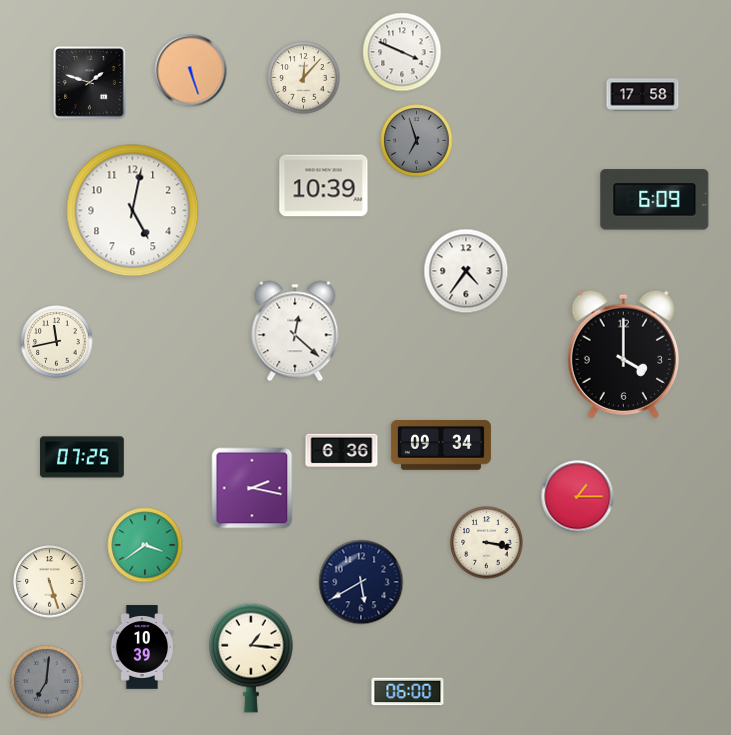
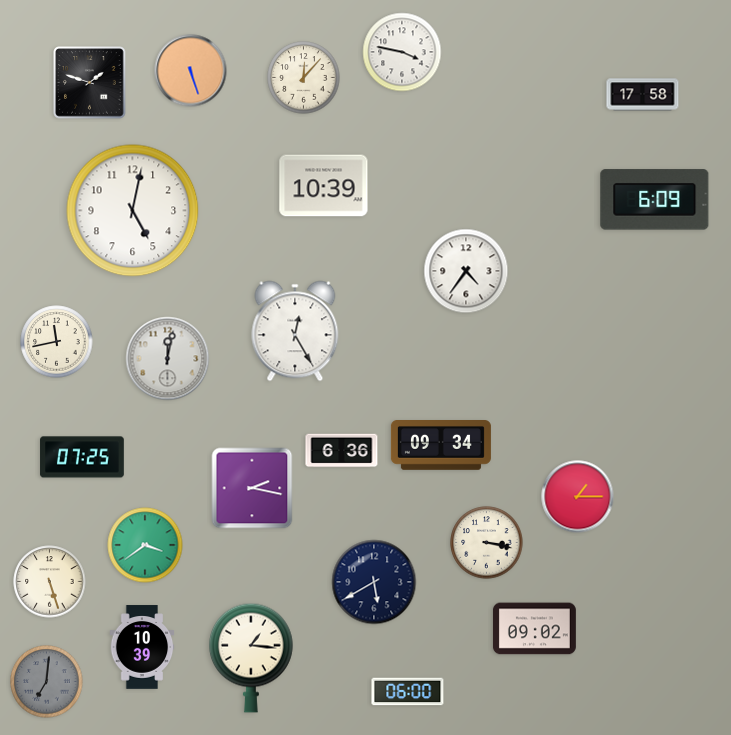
clock at (402, 52): 3:49 -> 3:47
clock at (417, 141): 6:57 -> none
clock at (295, 331): 12:22 -> 12:25
clock at (623, 354): 4:00 -> none
clock at (168, 359): none -> 12:02
clock at (361, 582) position: (361, 582) -> (374, 582)
clock at (534, 629): none -> 09:02
